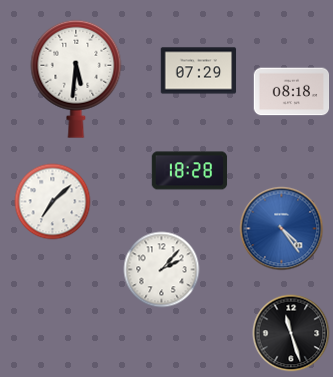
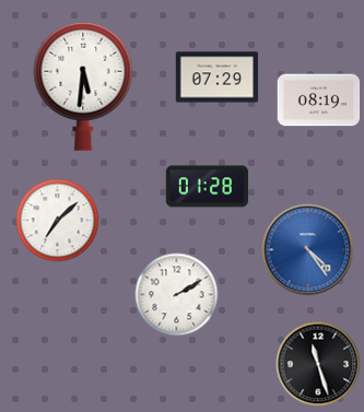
clock at (292, 92): 08:18 -> 08:19
clock at (190, 171): 18:28 -> 01:28
clock at (162, 270): 2:07 -> 2:10
